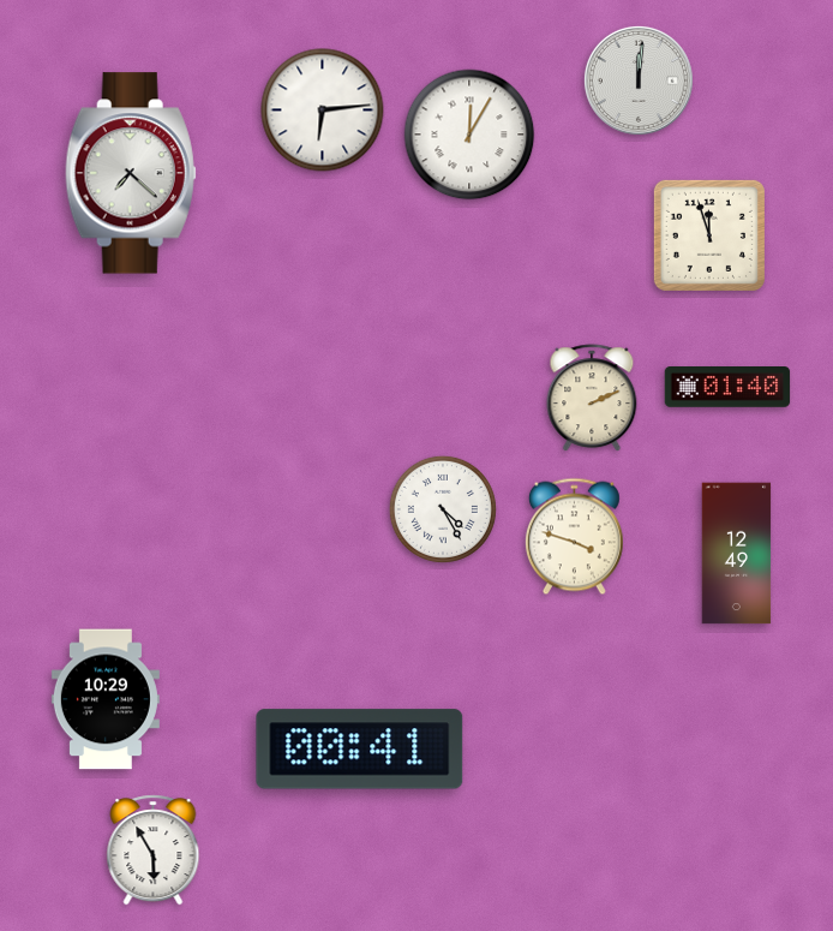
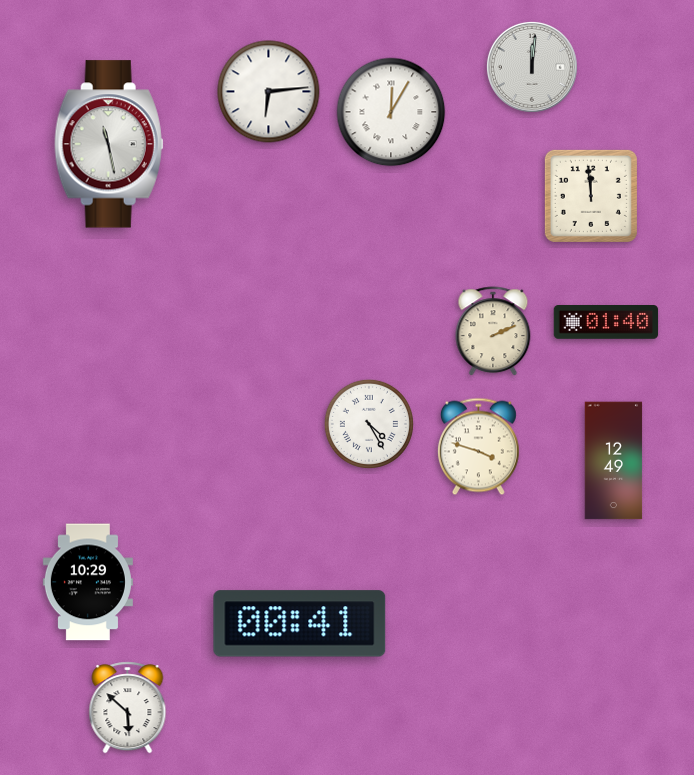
clock at (131, 173): 7:22 -> 11:28
clock at (709, 235): 11:57 -> 11:59
clock at (154, 851): 5:55 -> 5:52
